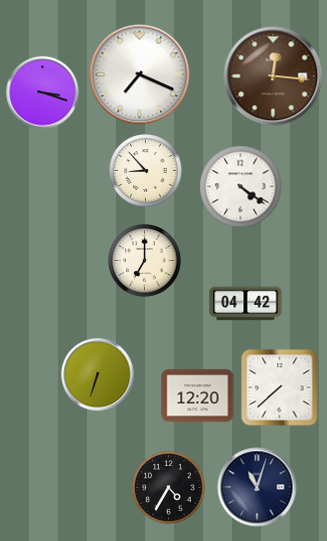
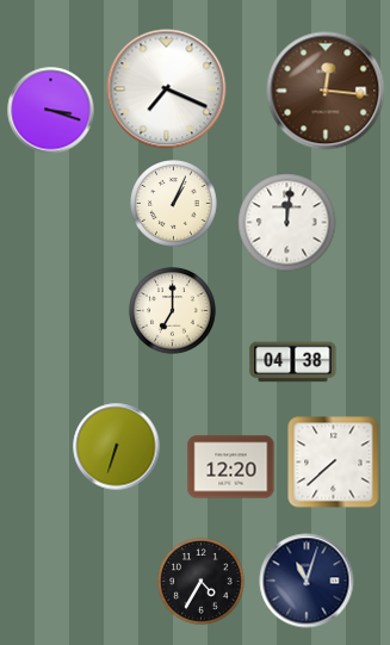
clock at (146, 171): 8:53 -> 1:04
clock at (241, 187): 4:21 -> 12:01
clock at (246, 304): 04:42 -> 04:38
clock at (198, 396) position: (198, 396) -> (231, 467)
